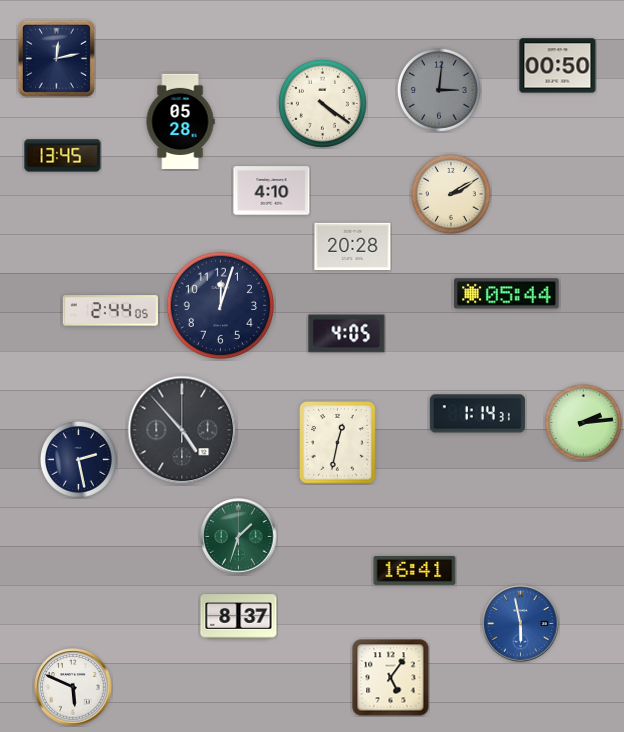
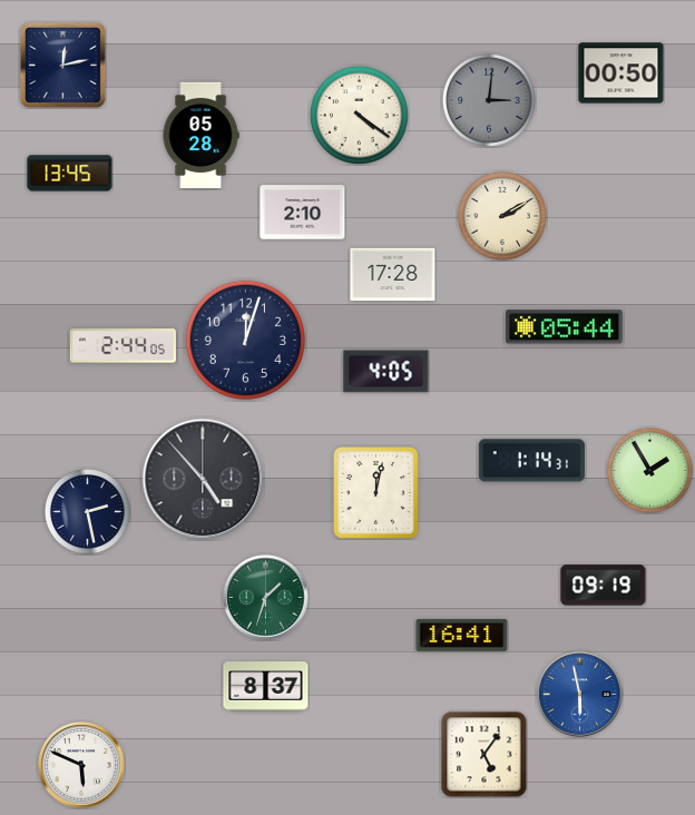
clock at (272, 191): 4:10 -> 2:10
clock at (353, 246): 20:28 -> 17:28
clock at (584, 423): 2:14 -> 1:55
clock at (338, 443): 12:32 -> 12:02
clock at (604, 586): none -> 09:19
clock at (391, 678) position: (391, 678) -> (484, 755)
